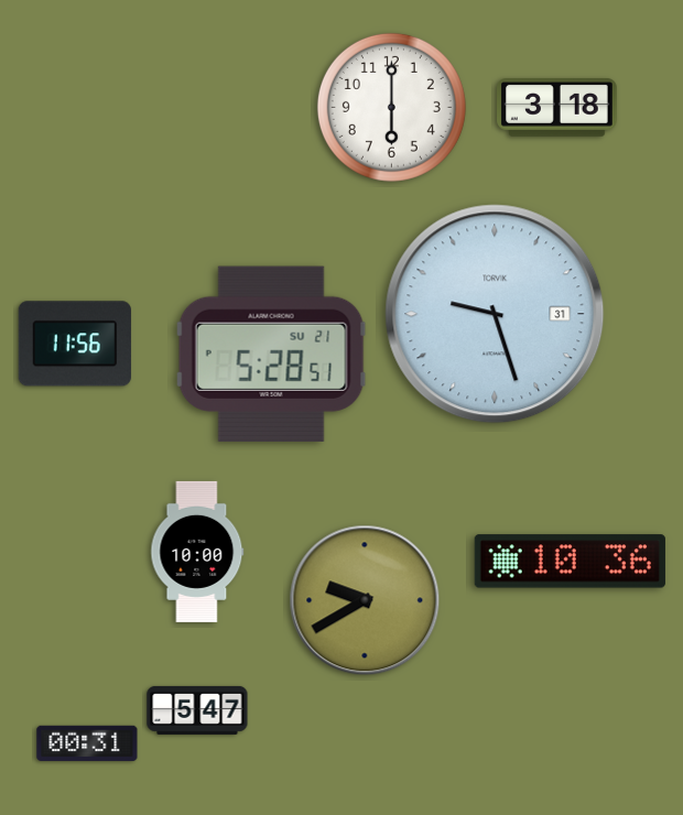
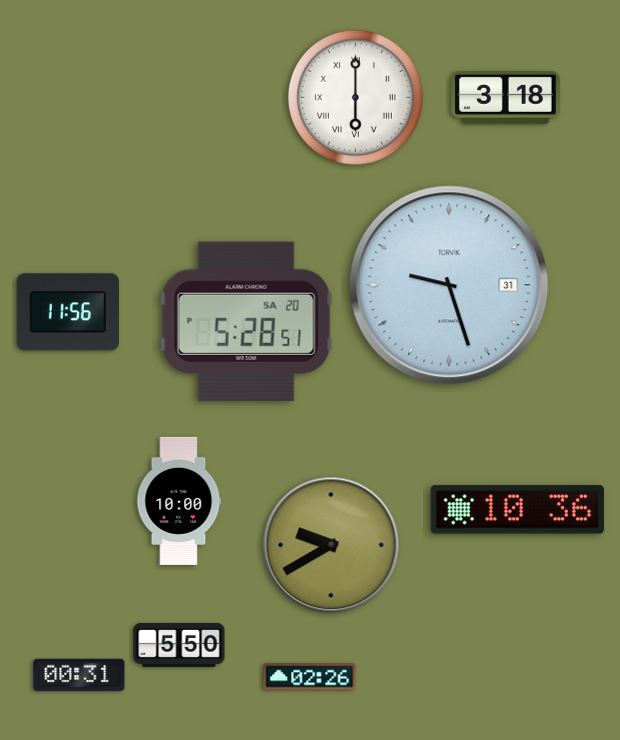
clock at (391, 107) numerals: Arabic -> Roman
clock at (271, 354) date: SU 21 -> SA 20
clock at (197, 710): 5:47 -> 5:50
clock at (310, 677): none -> 02:26
